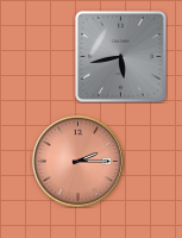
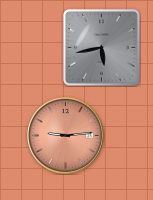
clock at (77, 161): 2:15 -> 9:14
